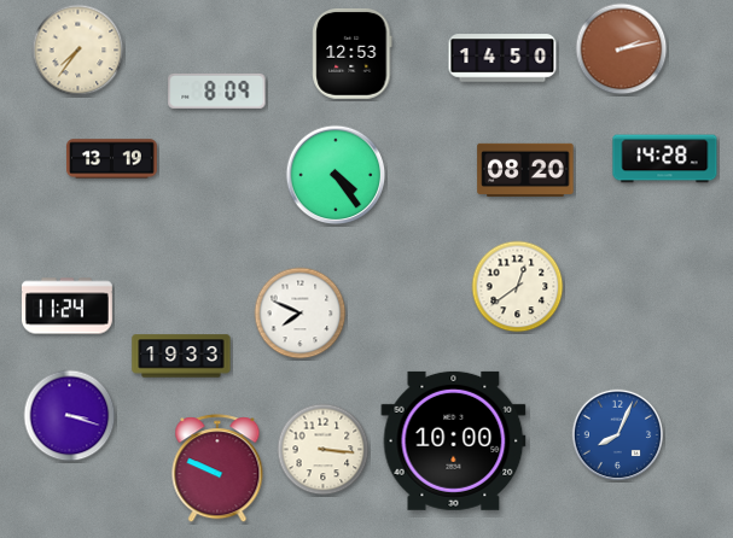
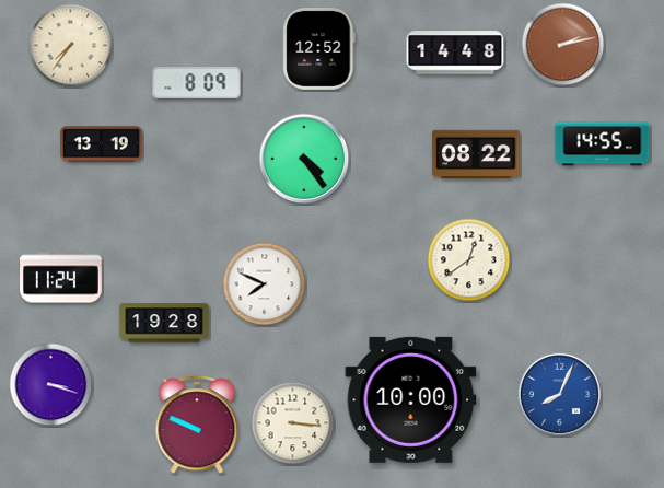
clock at (353, 53): 12:53 -> 12:52
clock at (502, 58): 14:50 -> 14:48
clock at (665, 159): 14:28 -> 14:55
clock at (525, 170): 08:20 -> 08:22
clock at (301, 314) position: (301, 314) -> (265, 284)
clock at (181, 356): 19:33 -> 19:28
clock at (70, 416) position: (70, 416) -> (51, 385)
clock at (324, 450) position: (324, 450) -> (293, 423)
